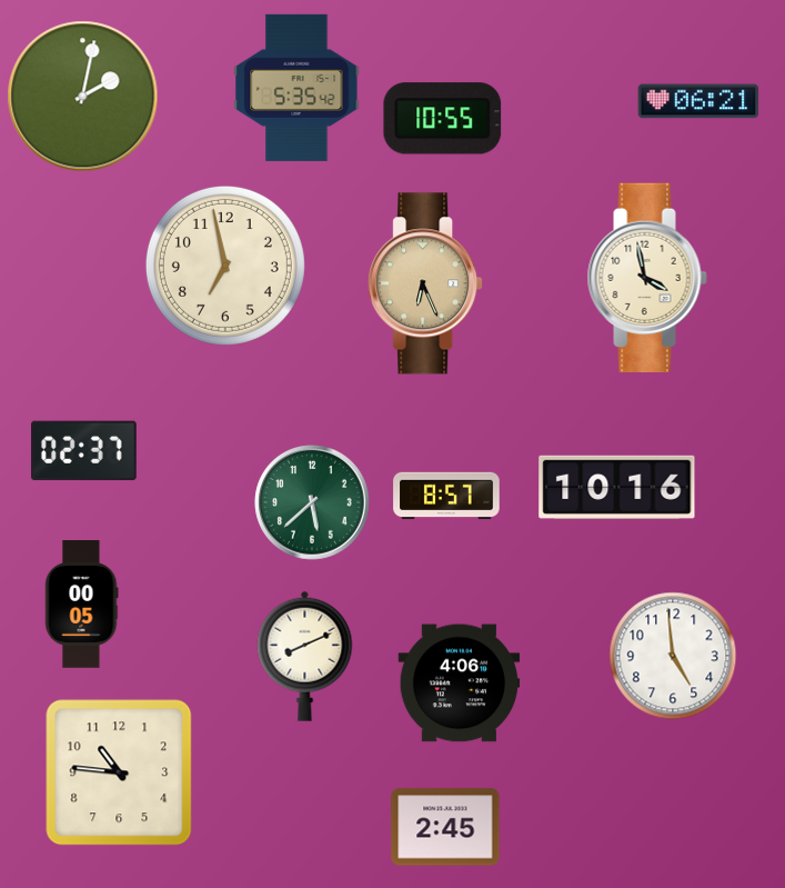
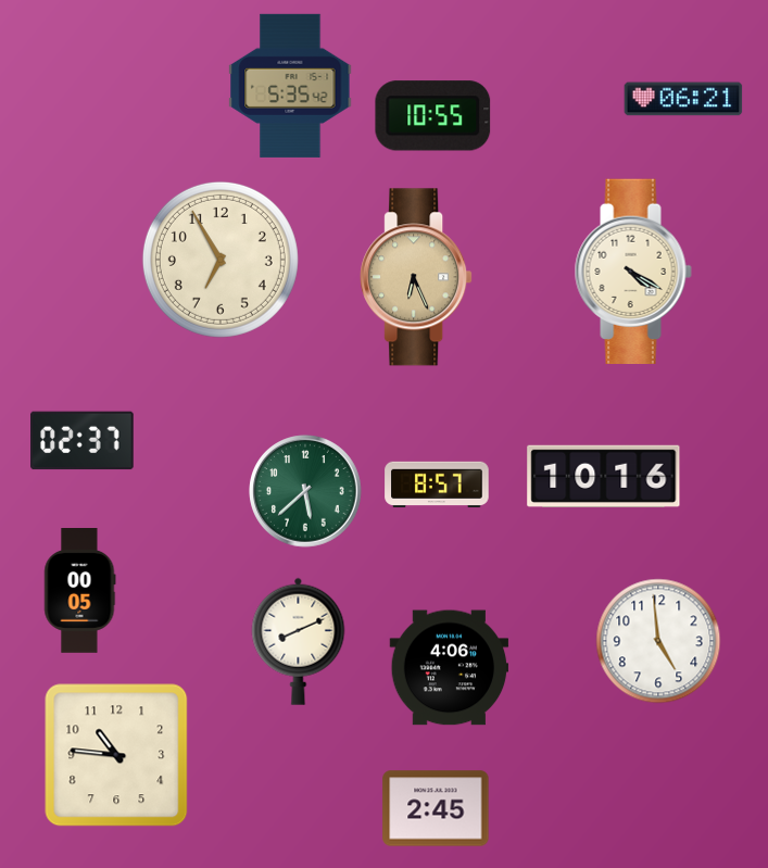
clock at (83, 97): 2:02 -> none
clock at (225, 266): 6:58 -> 6:55
clock at (647, 277): 3:58 -> 4:20
